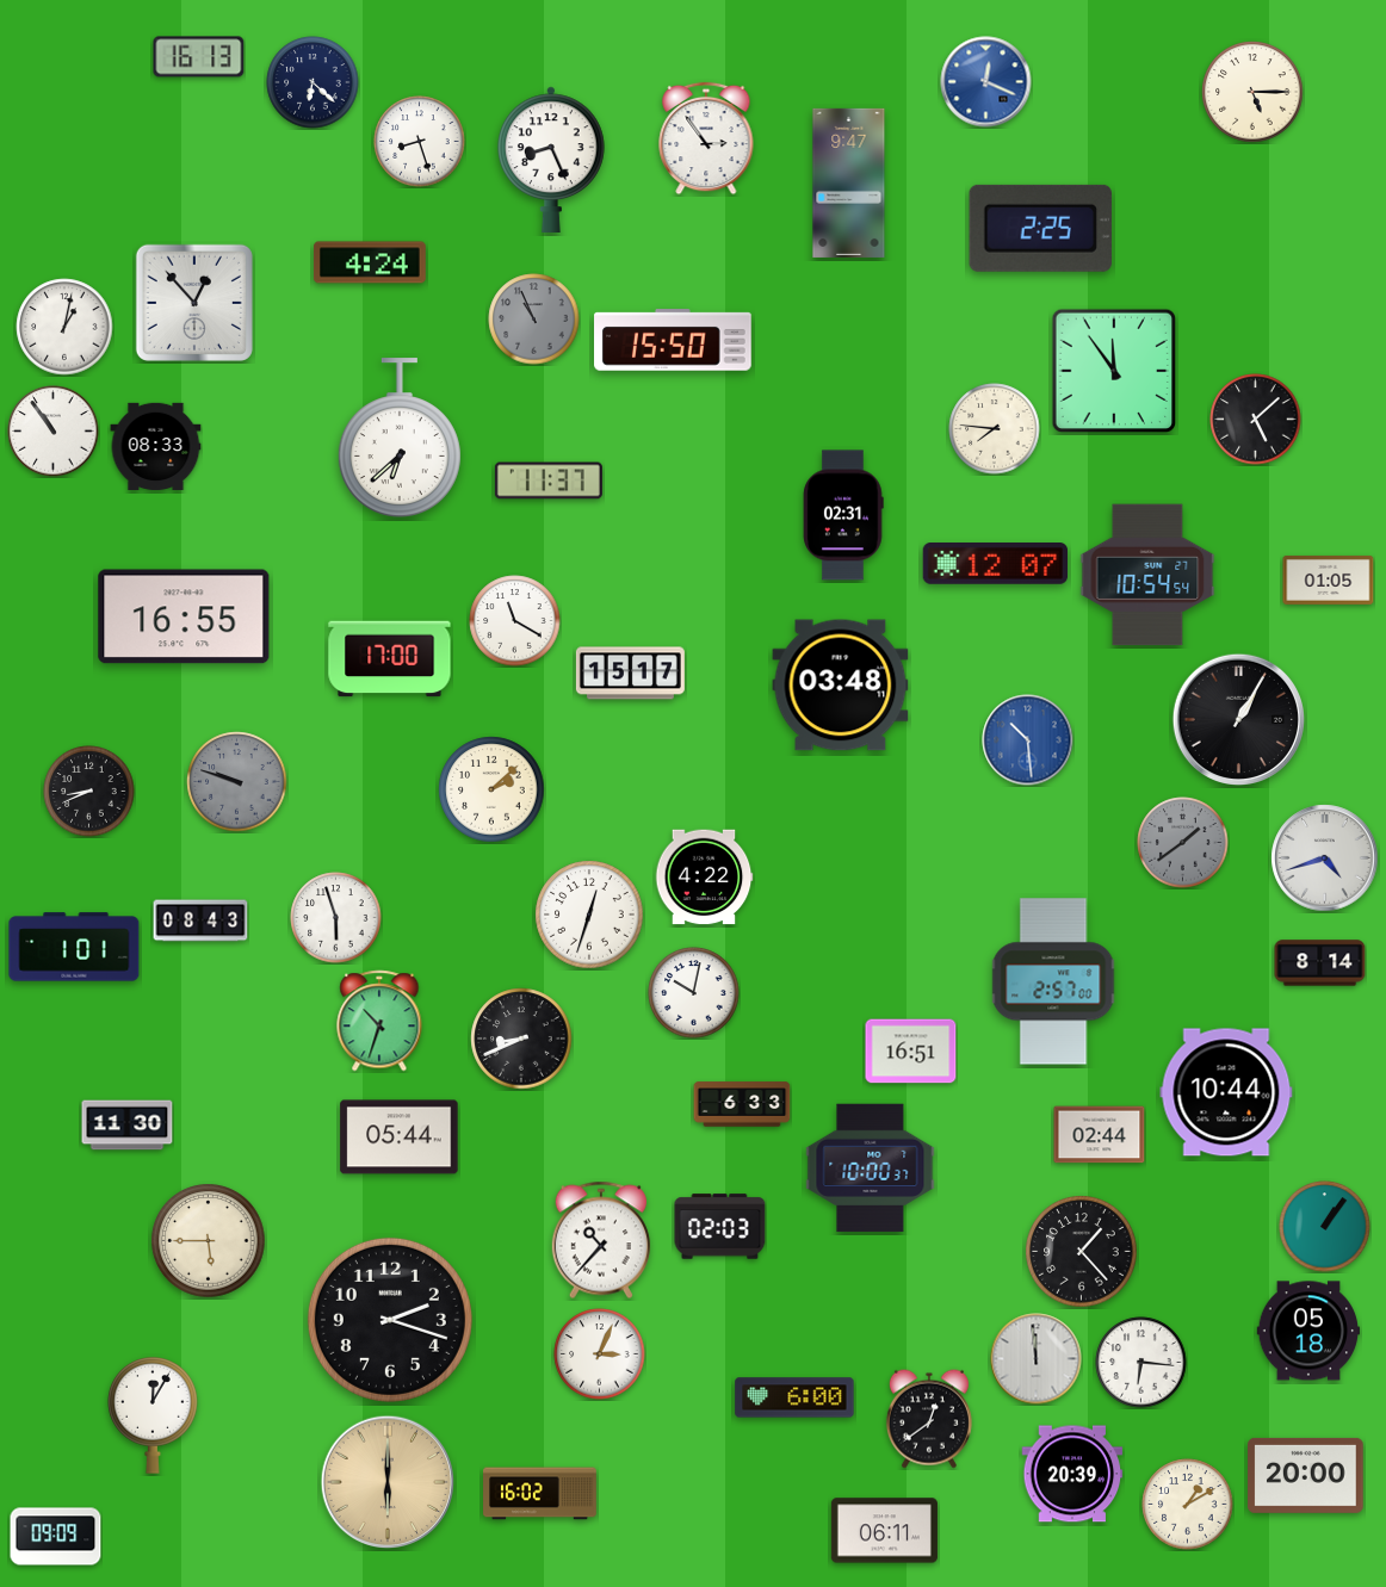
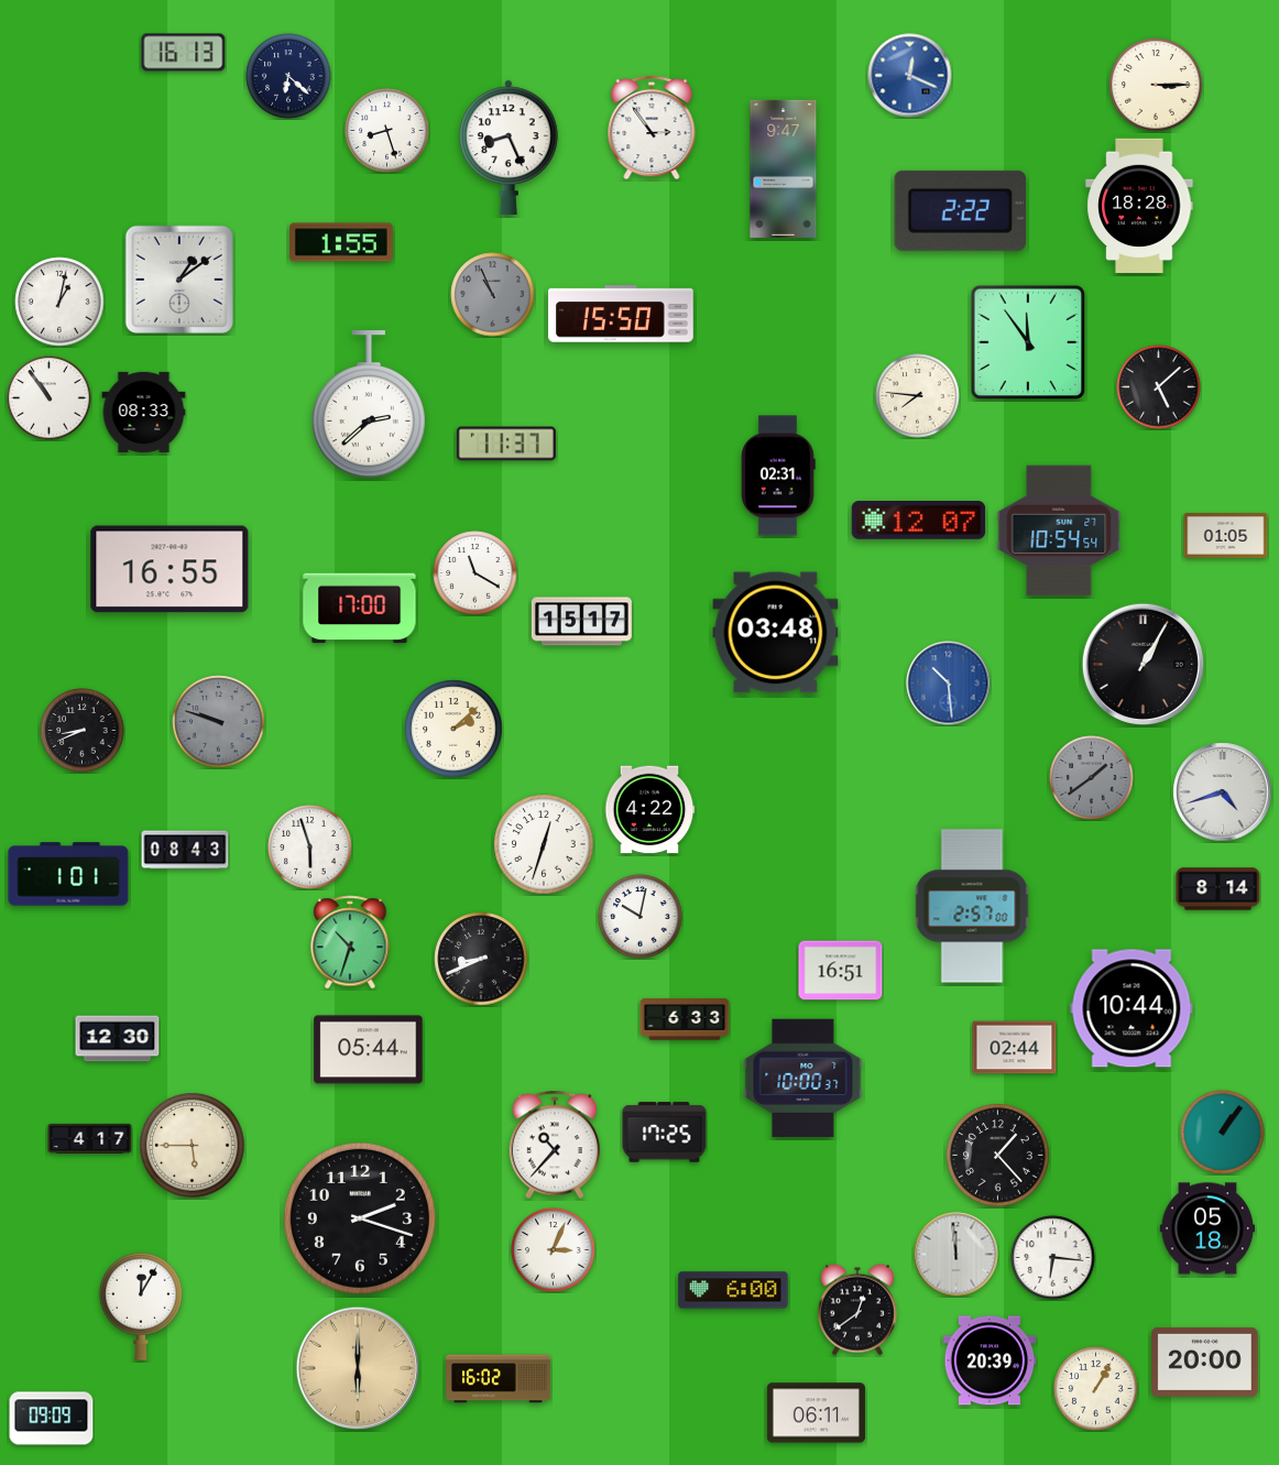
clock at (1252, 92): 5:15 -> 3:15
clock at (1139, 205): none -> 18:28
clock at (1040, 228): 2:25 -> 2:22
clock at (370, 262): 4:24 -> 1:55
clock at (194, 303): 12:53 -> 1:09
clock at (400, 438): 6:38 -> 2:38
clock at (128, 1126): 11:30 -> 12:30
clock at (720, 1227): 02:03 -> 17:25
clock at (90, 1138): none -> 4:17
clock at (1188, 1505): 1:10 -> 1:05
